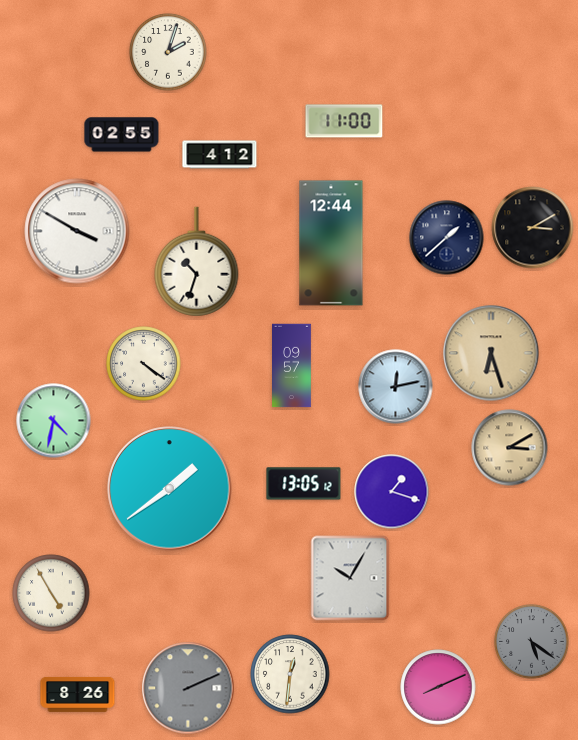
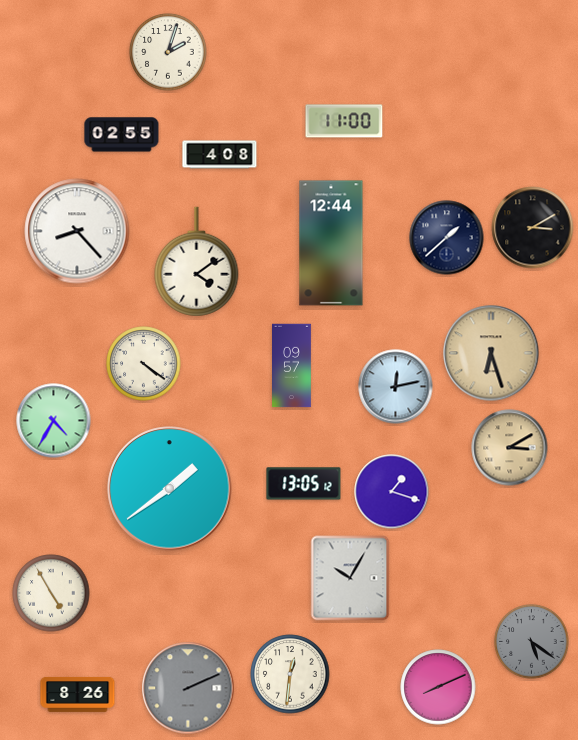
clock at (220, 155): 4:12 -> 4:08
clock at (77, 231): 3:50 -> 8:23
clock at (197, 262): 10:33 -> 4:09
clock at (54, 421): 4:32 -> 4:35
